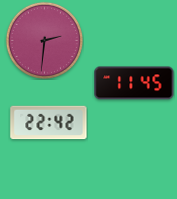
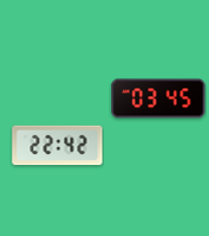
clock at (44, 40): 2:31 -> none
clock at (134, 83): 11:45 -> 03:45
